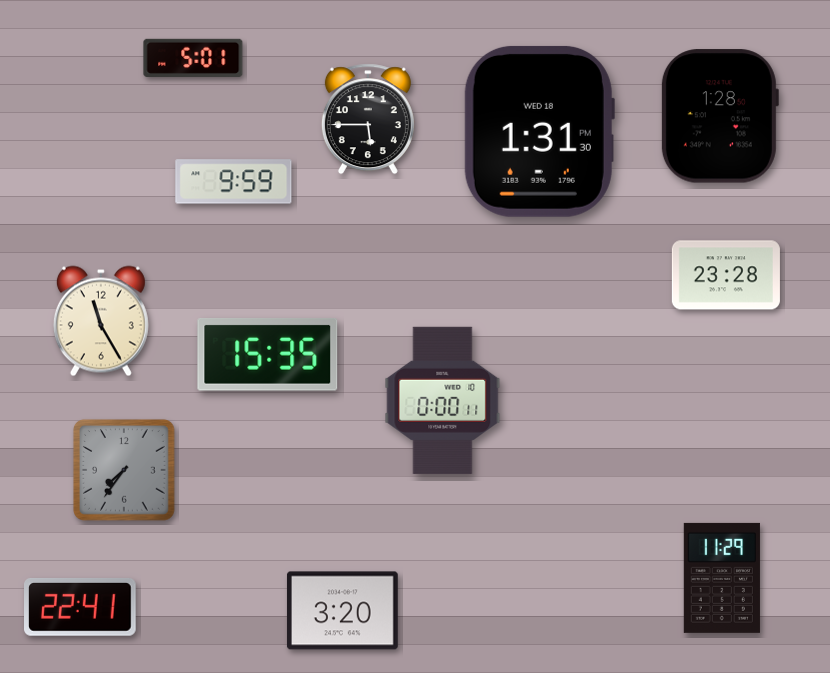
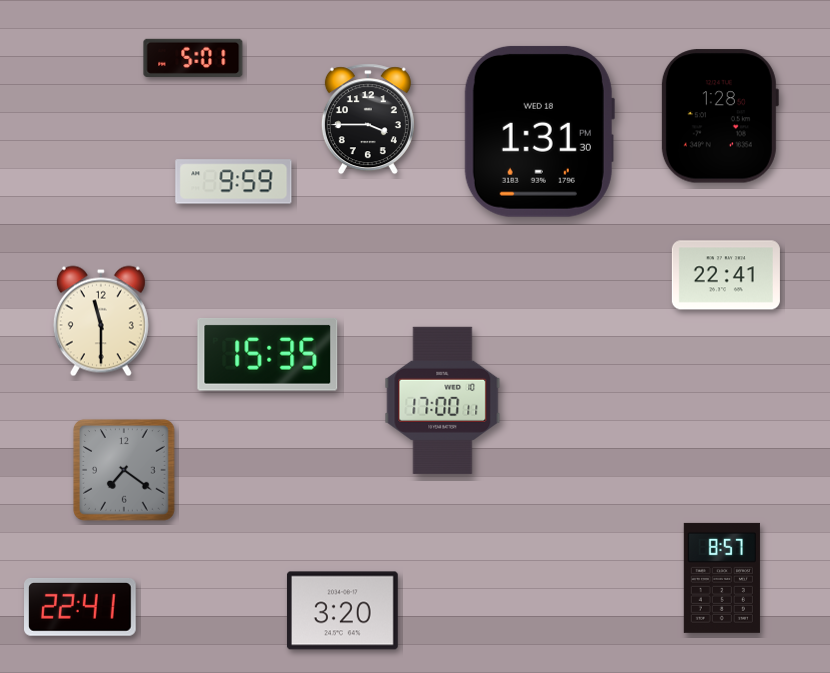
clock at (368, 119): 5:45 -> 3:45
clock at (726, 275): 23:28 -> 22:41
clock at (101, 321): 11:25 -> 11:30
clock at (443, 400): 0:00 -> 17:00
clock at (124, 470): 7:36 -> 7:21
clock at (722, 578): 11:29 -> 8:57
